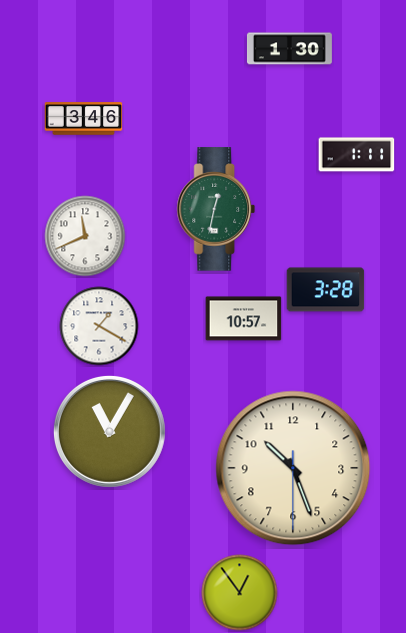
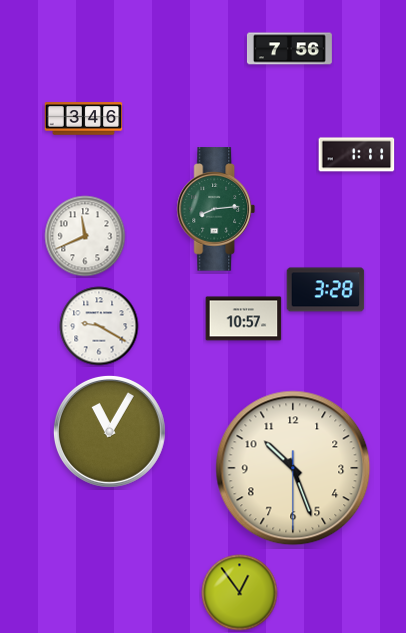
clock at (289, 49): 1:30 -> 7:56
clock at (216, 209): 12:32 -> 8:14
clock at (99, 326): 1:20 -> 9:20
